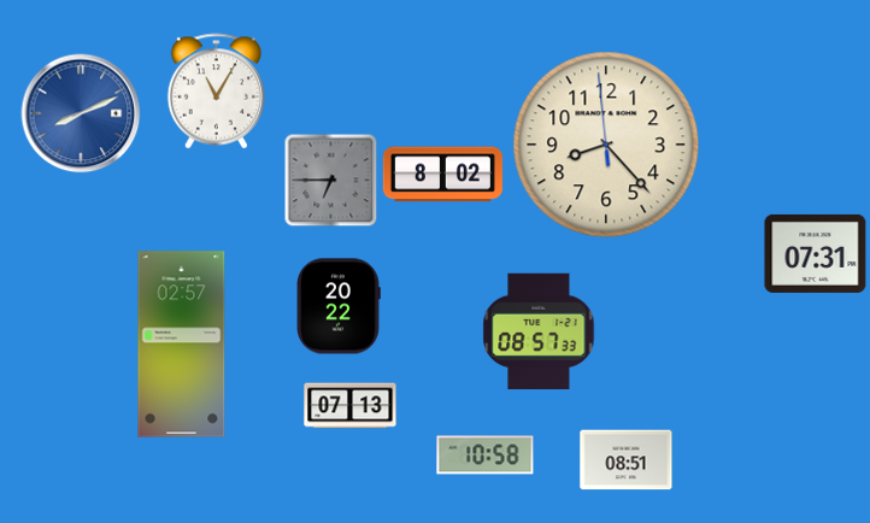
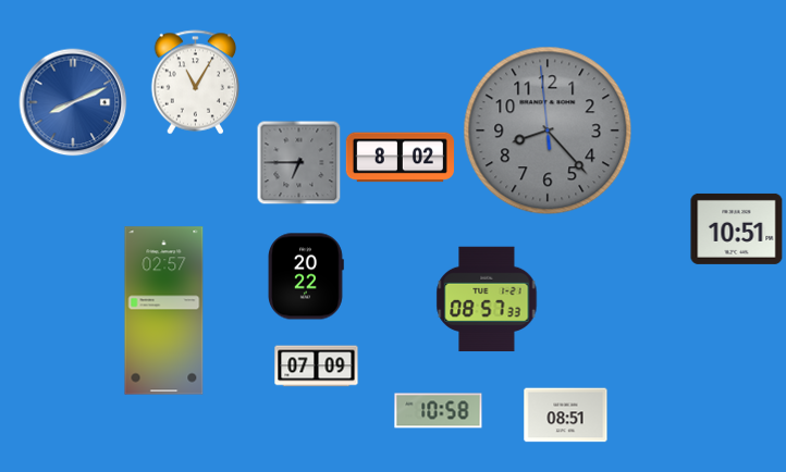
clock at (606, 145) dial: cream -> grey
clock at (816, 253): 07:31 -> 10:51
clock at (351, 406): 07:13 -> 07:09
